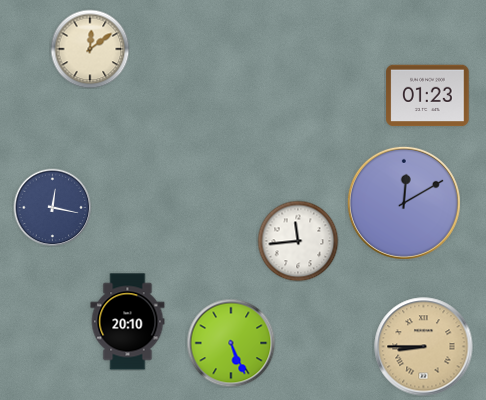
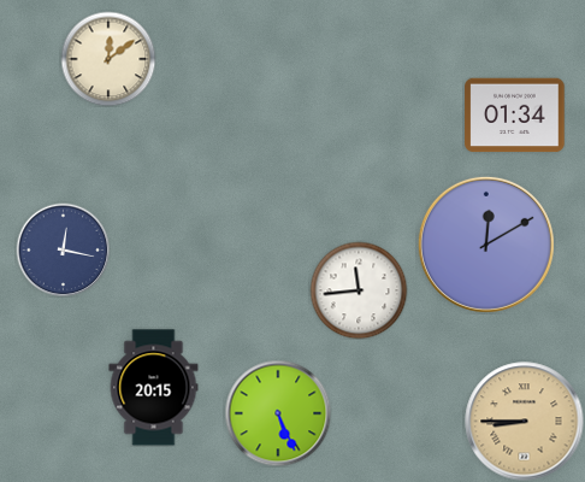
clock at (428, 96): 01:23 -> 01:34
clock at (128, 322): 20:10 -> 20:15
clock at (424, 347) position: (424, 347) -> (525, 422)
